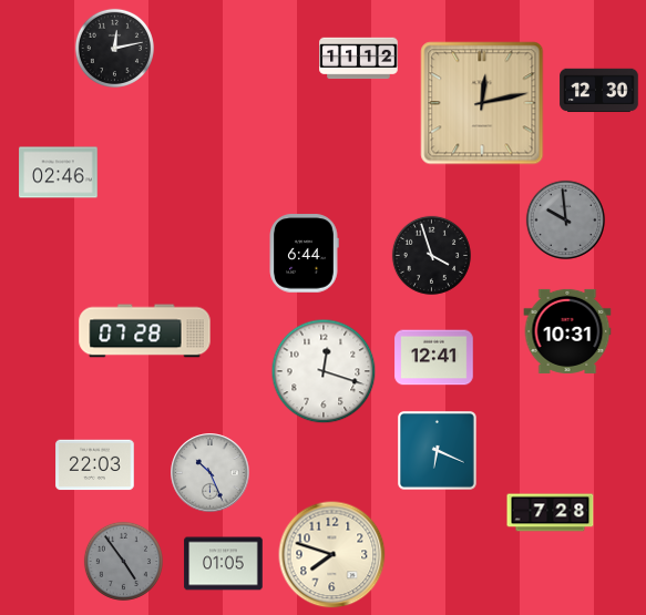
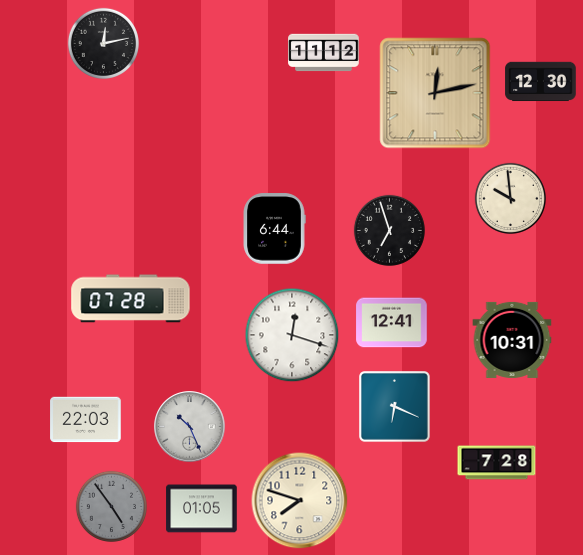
clock at (59, 173): 02:46 -> none
clock at (565, 219) dial: grey -> cream
clock at (431, 255): 3:57 -> 6:57
clock at (567, 331) position: (567, 331) -> (512, 340)
